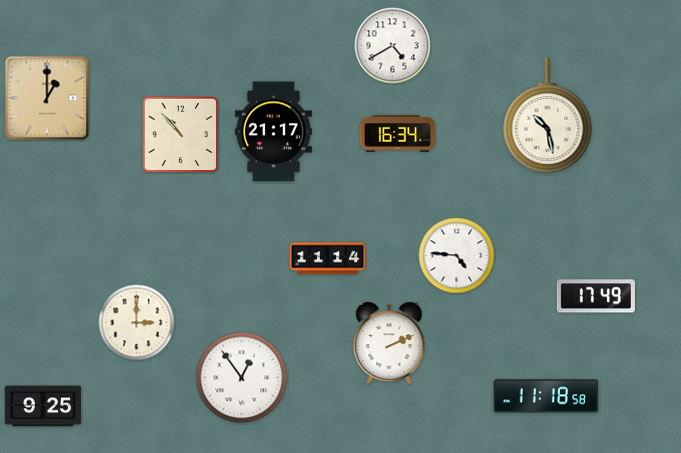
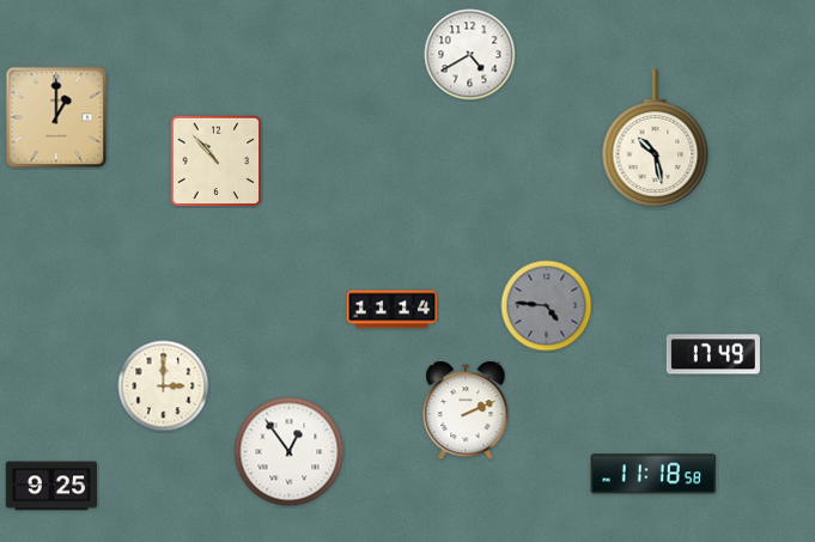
clock at (273, 132): 21:17 -> none
clock at (398, 134): 16:34 -> none
clock at (457, 256) dial: white -> grey
